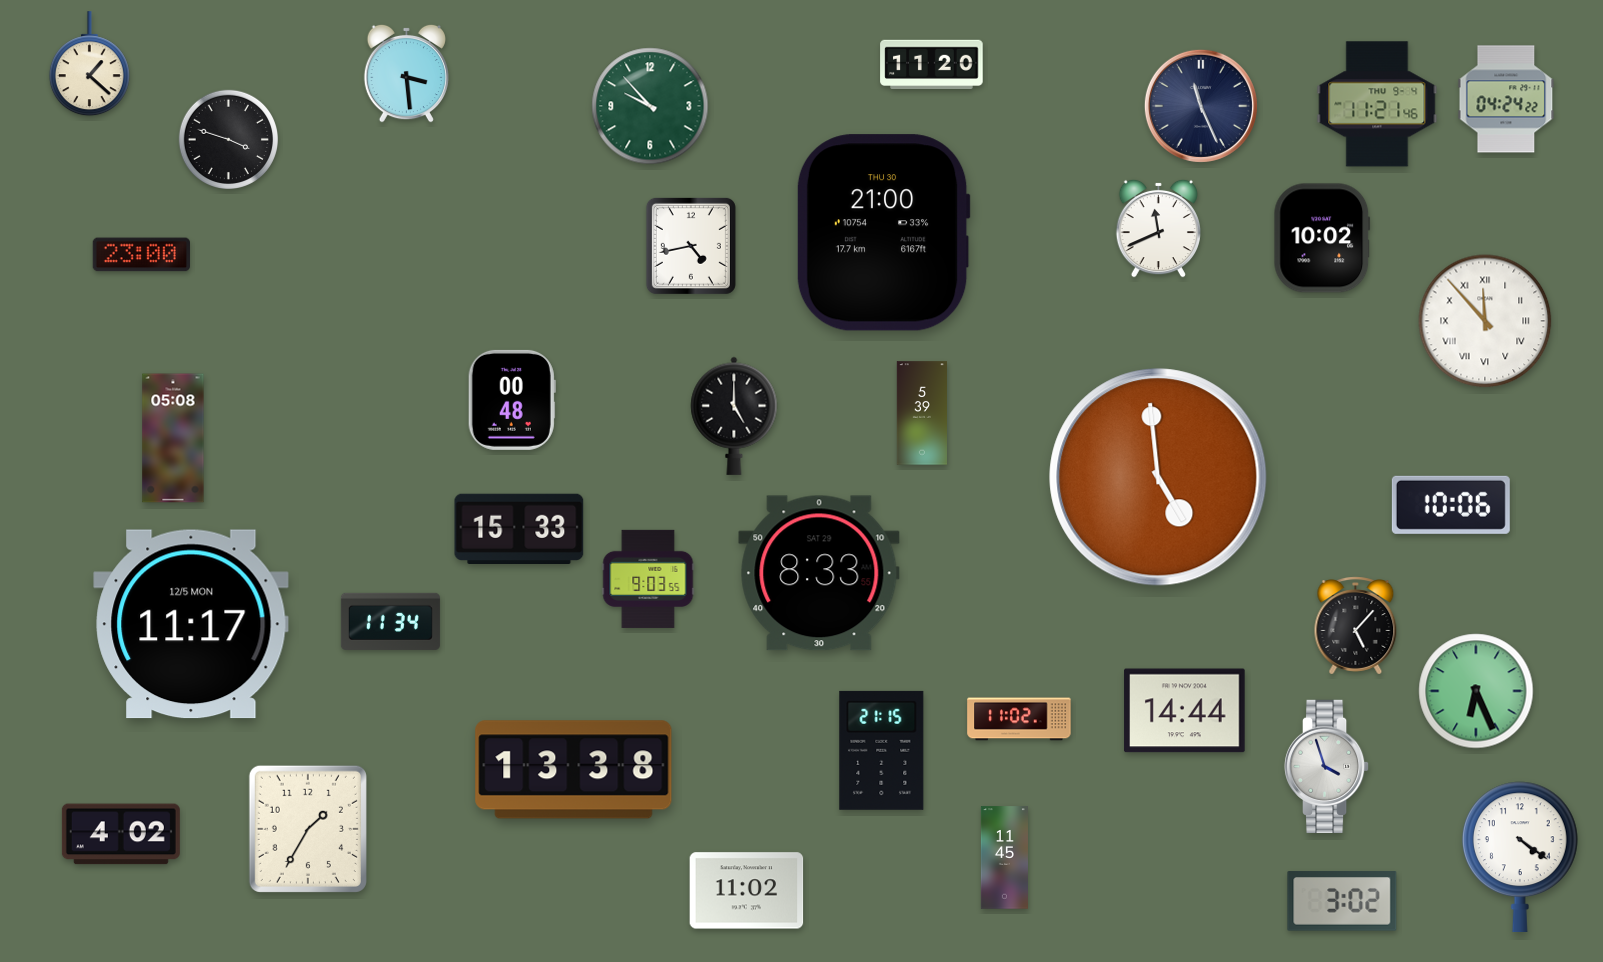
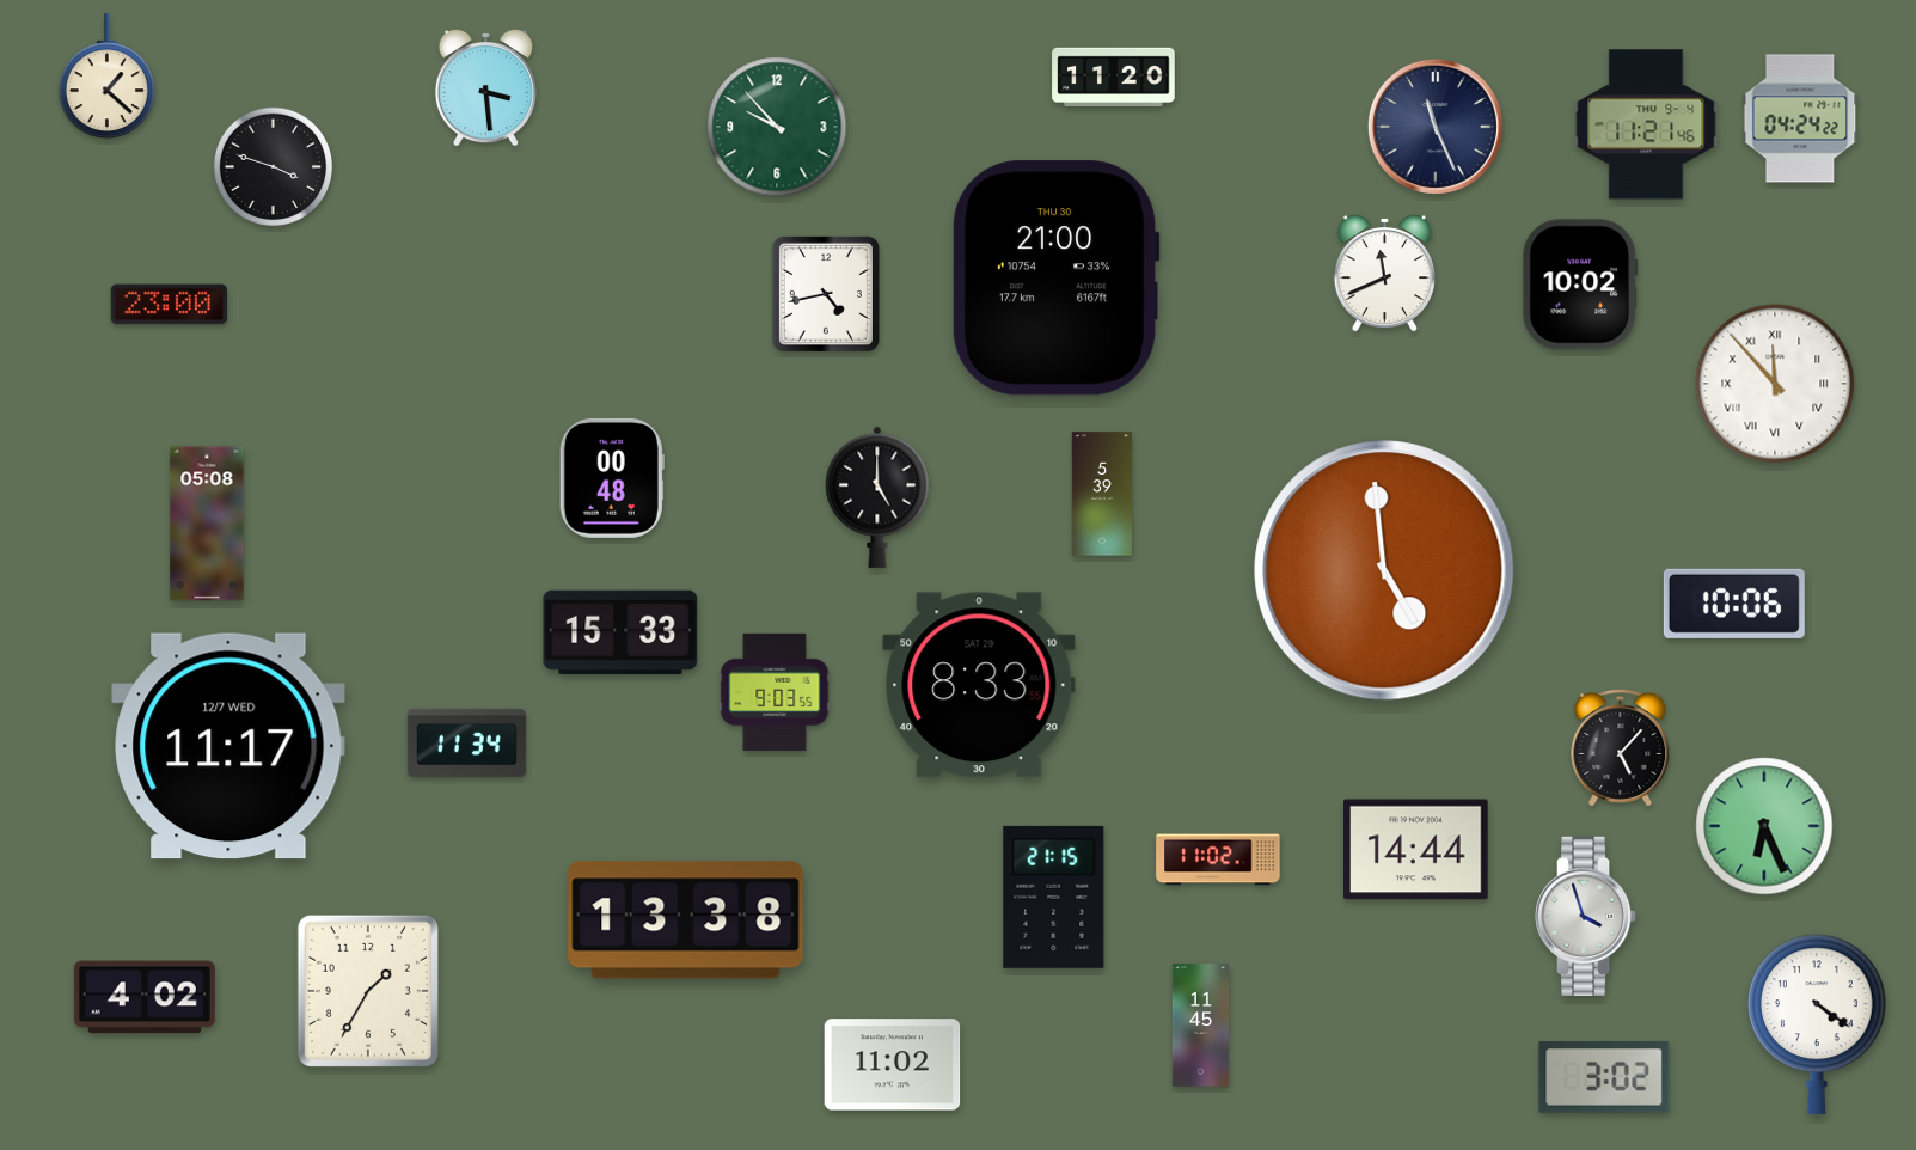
clock at (191, 624) date: 12/5 MON -> 12/7 WED
